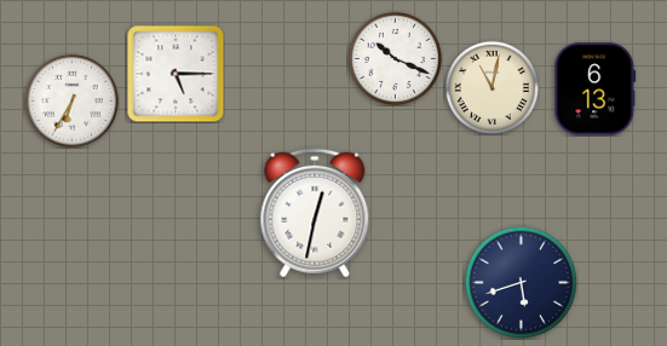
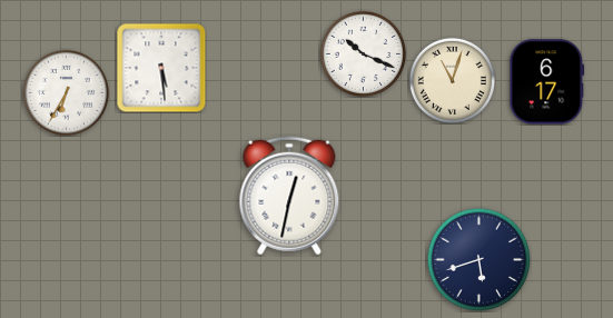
clock at (176, 74): 5:15 -> 5:29
clock at (491, 87): 11:02 -> 11:03
clock at (596, 90): 6:13 -> 6:17
